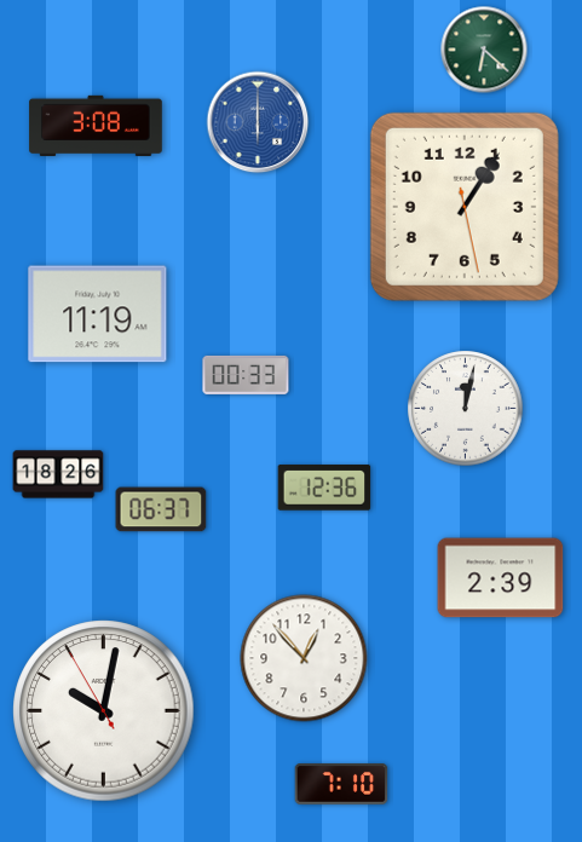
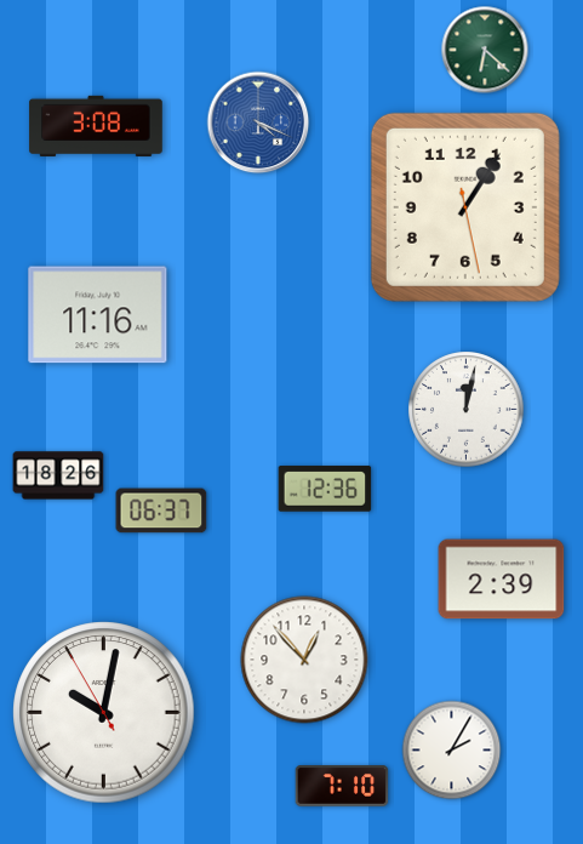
clock at (258, 122): 6:00 -> 4:19
clock at (98, 315): 11:19 -> 11:16
clock at (246, 375): 00:33 -> none
clock at (452, 751): none -> 2:05
